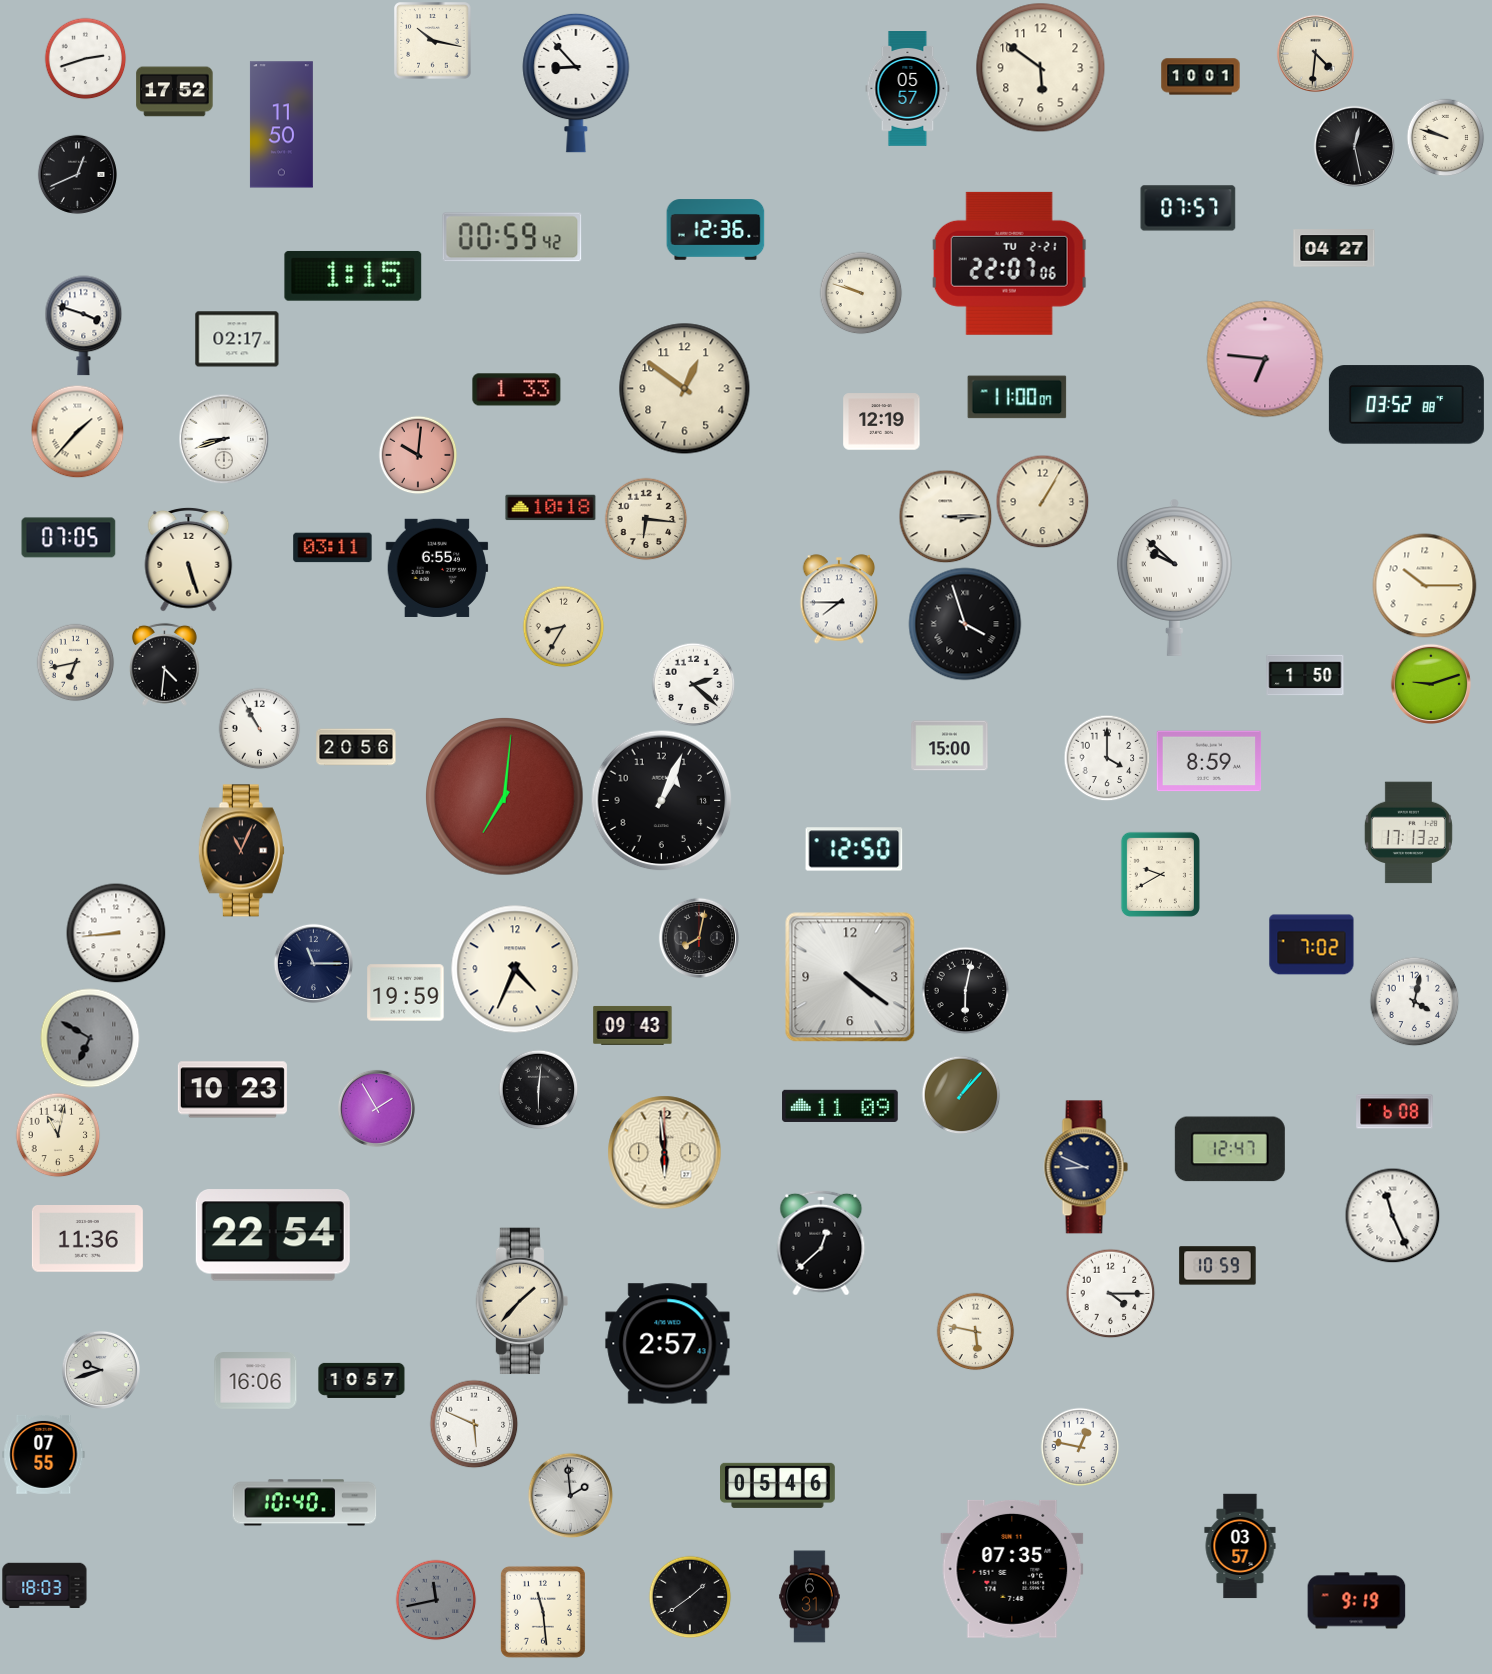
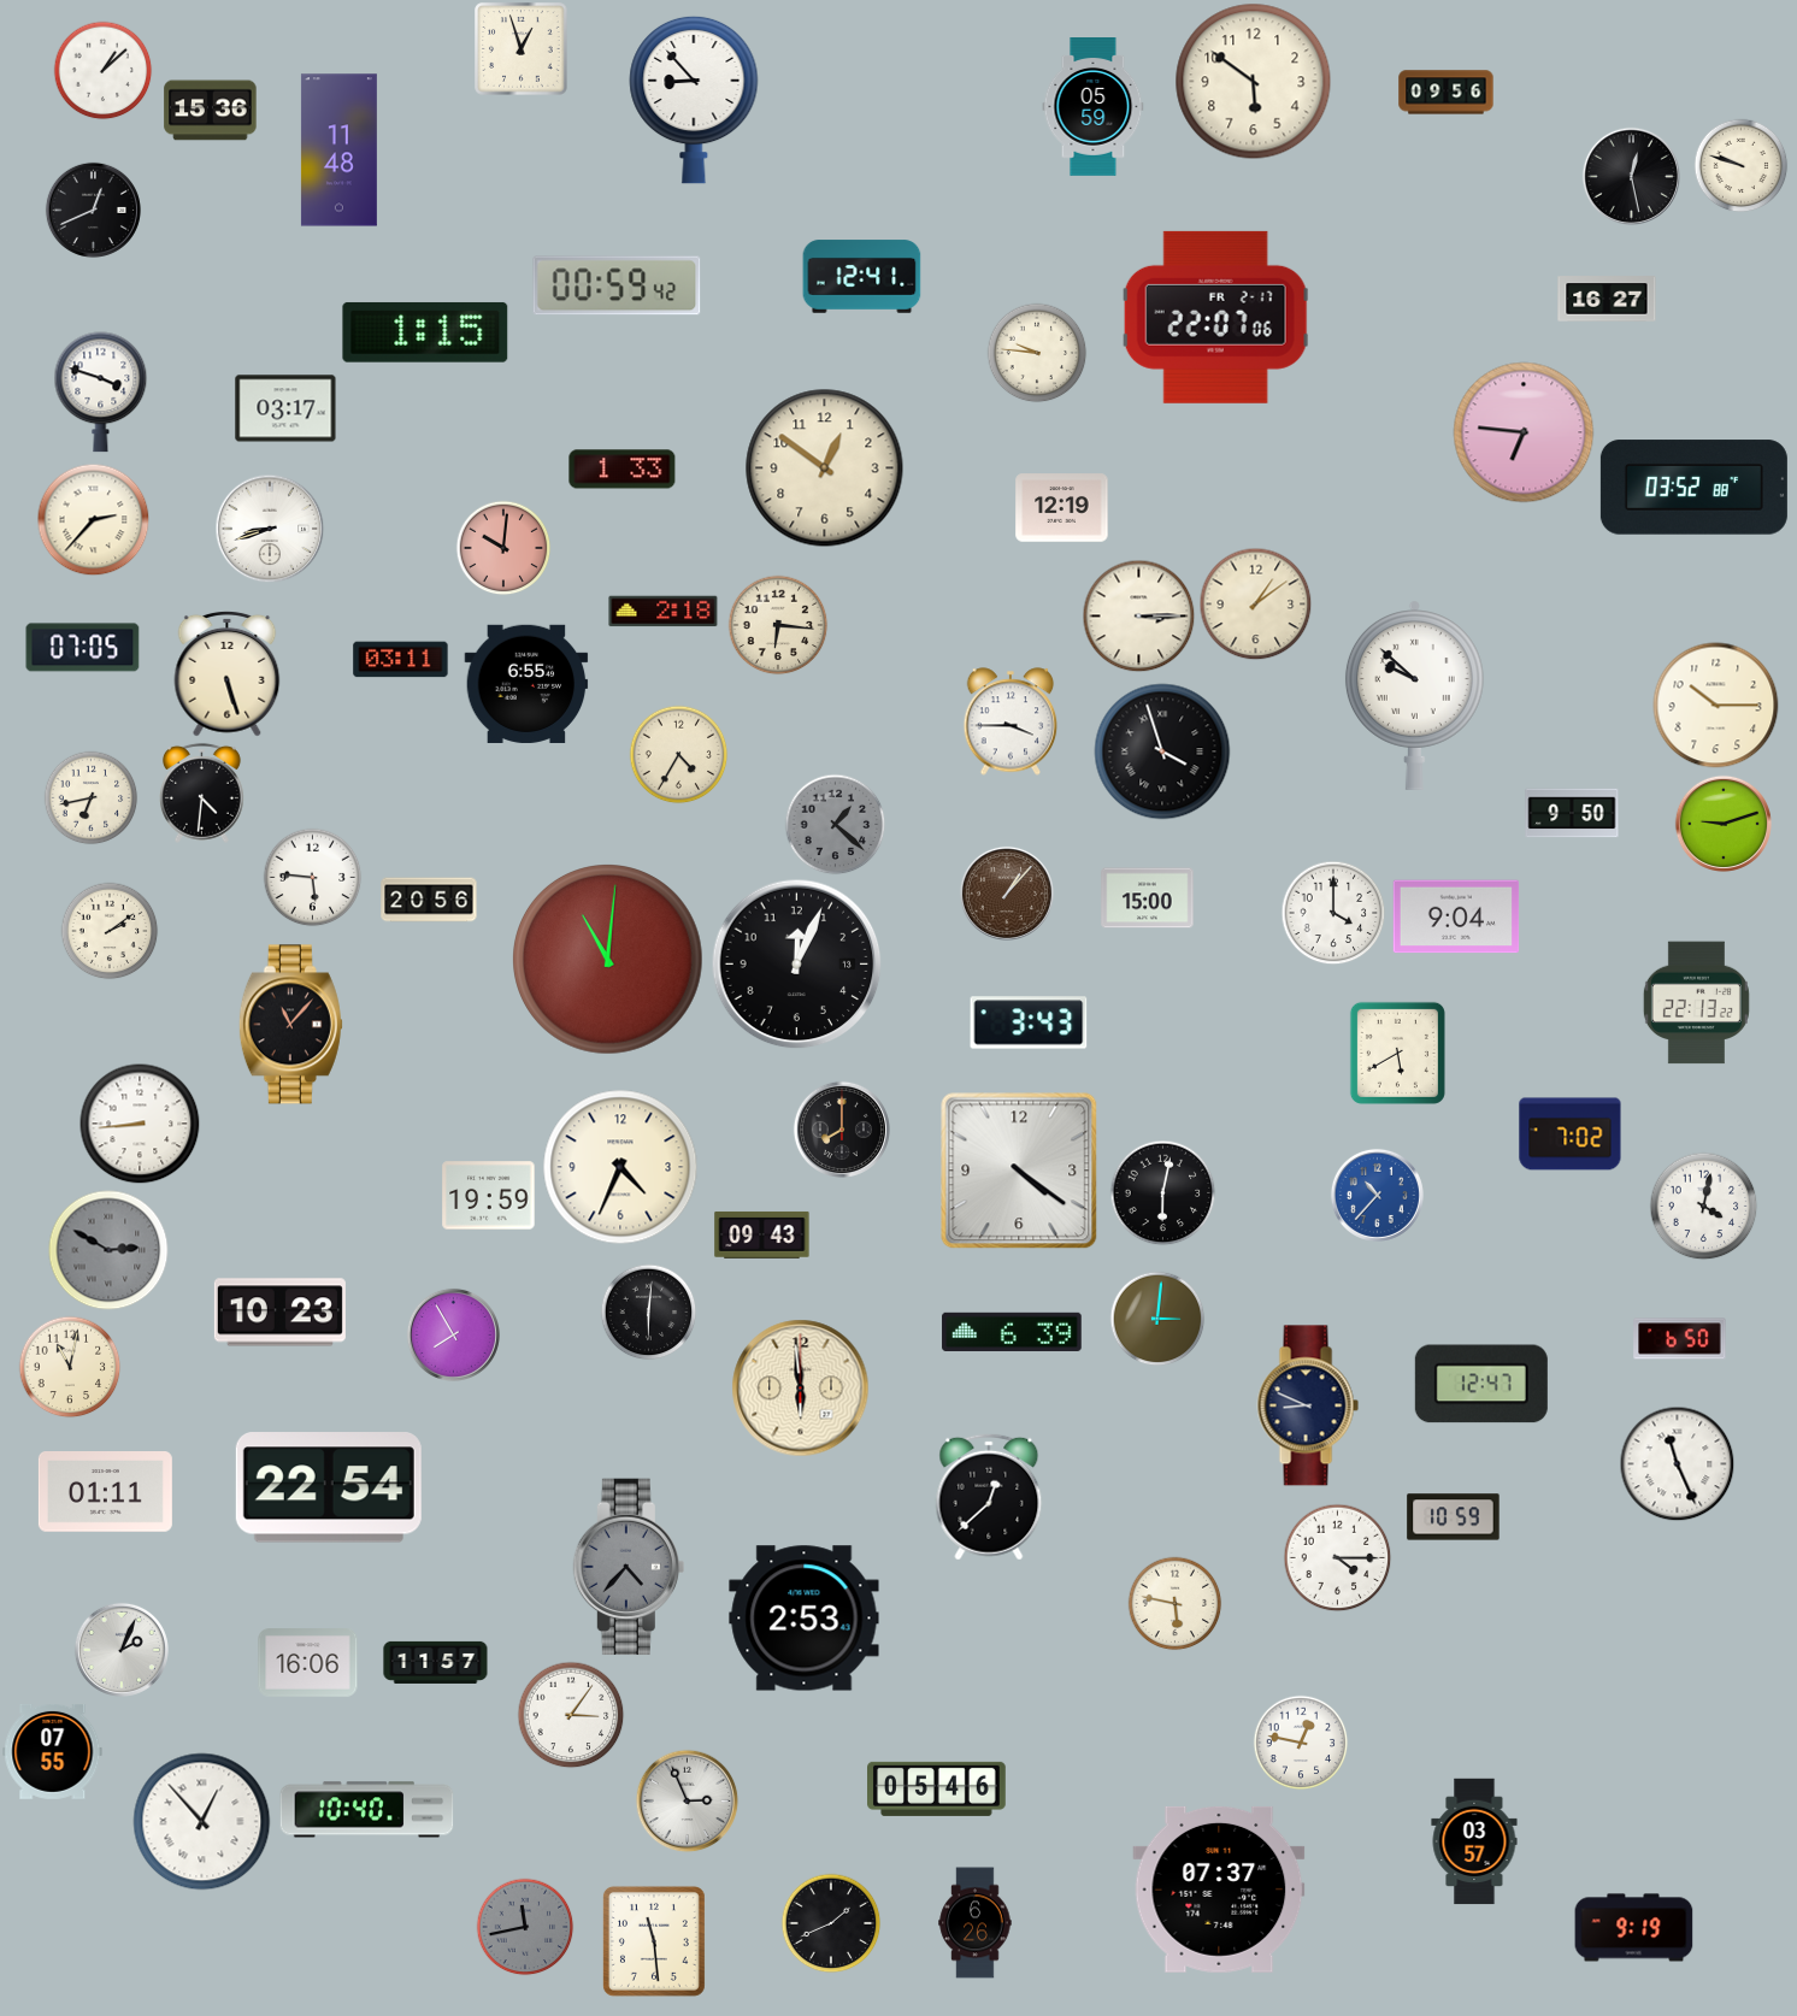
clock at (433, 41): 10:17 -> 12:57
clock at (1315, 53): 4:31 -> none
clock at (85, 58): 2:42 -> 1:08
clock at (1201, 77): 10:01 -> 09:56
clock at (908, 89): 05:57 -> 05:59
clock at (175, 92): 17:52 -> 15:36
clock at (281, 125): 11:50 -> 11:48
clock at (1188, 208): 07:57 -> none
clock at (716, 230): 12:36 -> 12:41
clock at (1334, 248): 04:27 -> 16:27
clock at (1010, 263) date: TU 2-21 -> FR 2-17
clock at (861, 293): 9:48 -> 9:46
clock at (237, 339): 02:17 -> 03:17
clock at (1017, 397): 11:00 -> none
clock at (77, 431): 1:37 -> 2:37
clock at (1042, 501): 1:05 -> 1:09
clock at (551, 508): 10:18 -> 2:18
clock at (945, 516) position: (945, 516) -> (1138, 615)
clock at (839, 599): 7:45 -> 3:45
clock at (563, 626): 8:35 -> 4:35
clock at (164, 664) position: (164, 664) -> (201, 792)
clock at (1305, 675): 1:50 -> 9:50
clock at (693, 684): 2:22 -> 1:22
clock at (693, 684) dial: white -> grey
clock at (259, 728): 10:55 -> 5:46
clock at (1007, 894): none -> 1:07
clock at (950, 746) position: (950, 746) -> (1148, 898)
clock at (1209, 761): 8:59 -> 9:04
clock at (110, 931): none -> 2:09
clock at (505, 797): 7:01 -> 11:01
clock at (662, 801): 1:04 -> 12:04
clock at (1408, 833): 17:13 -> 22:13
clock at (854, 849): 12:50 -> 3:43
clock at (241, 851): 11:04 -> 11:07
clock at (1160, 874): 9:40 -> 5:40
clock at (699, 938): 8:02 -> 8:00
clock at (1312, 945) position: (1312, 945) -> (1571, 1134)
clock at (313, 963): 11:15 -> none
clock at (850, 977) position: (850, 977) -> (1019, 1171)
clock at (1377, 1195): none -> 10:37
clock at (90, 1038): 6:50 -> 2:50
clock at (961, 1095): 1:07 -> 3:01
clock at (840, 1106): 11:09 -> 6:39
clock at (376, 1108): 1:55 -> 7:55
clock at (1395, 1112): 6:08 -> 6:50
clock at (87, 1239): 11:36 -> 01:11
clock at (1218, 1266) position: (1218, 1266) -> (1454, 1517)
clock at (522, 1301): 1:37 -> 4:37
clock at (522, 1301) dial: cream -> grey
clock at (668, 1344): 2:57 -> 2:53
clock at (101, 1370): 9:42 -> 2:04
clock at (362, 1380): 10:57 -> 11:57
clock at (474, 1424): 5:49 -> 3:06
clock at (570, 1495): 1:59 -> 2:56
clock at (202, 1822): none -> 12:53
clock at (1240, 1546) position: (1240, 1546) -> (1474, 1841)
clock at (1012, 1569): 07:35 -> 07:37
clock at (45, 1586): 18:03 -> none
clock at (690, 1597): 1:39 -> 1:41
clock at (810, 1597): 6:31 -> 6:26
